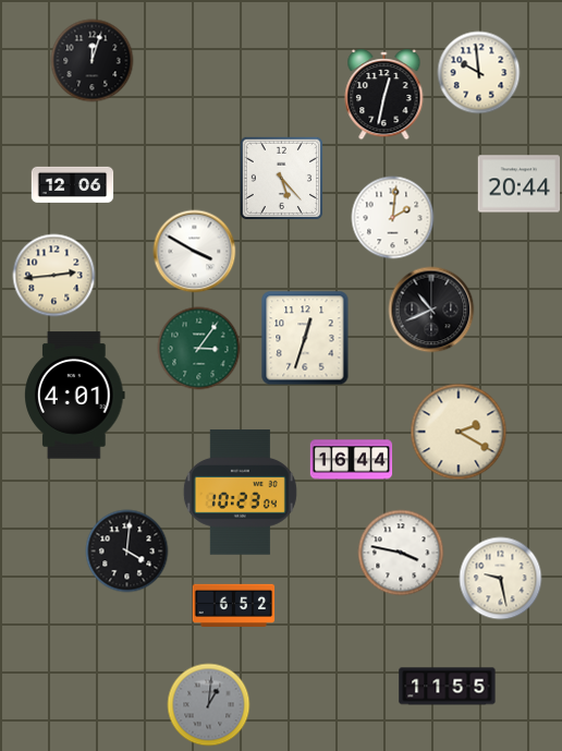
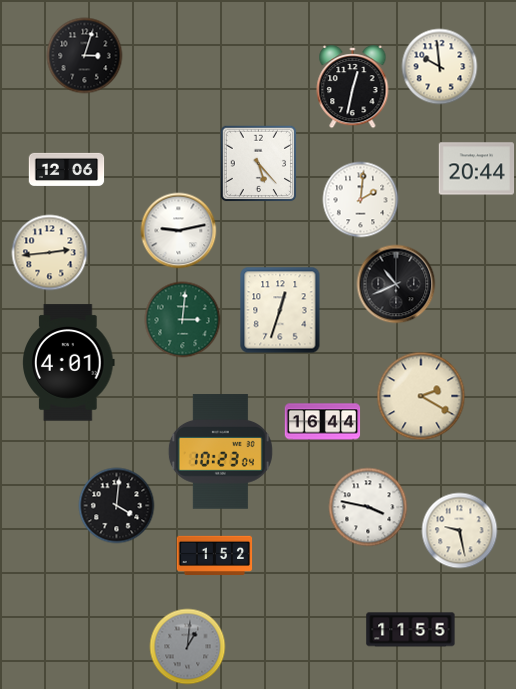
clock at (93, 61): 12:03 -> 3:03
clock at (195, 252): 3:50 -> 9:13
clock at (199, 349): 3:06 -> 3:01
clock at (234, 605): 6:52 -> 1:52
clock at (209, 705) position: (209, 705) -> (188, 647)
